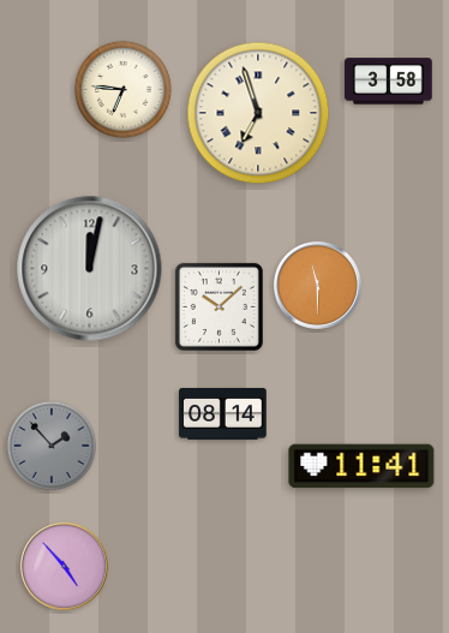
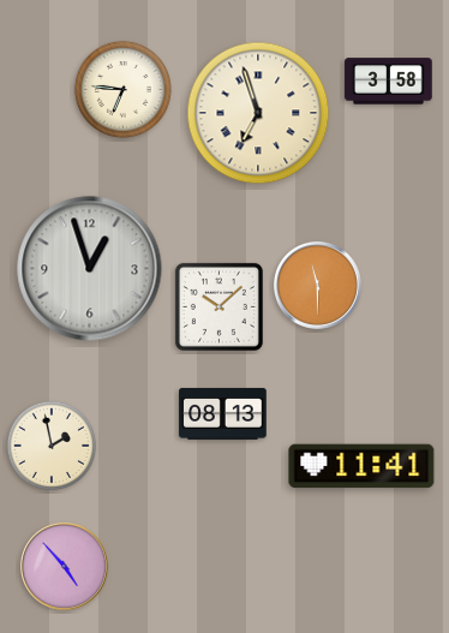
clock at (90, 269): 12:02 -> 12:57
clock at (223, 413): 08:14 -> 08:13
clock at (52, 446): 1:53 -> 1:58
clock at (52, 446) dial: grey -> cream
